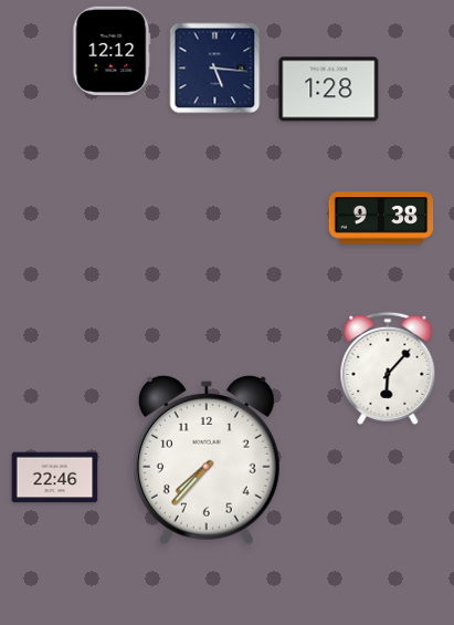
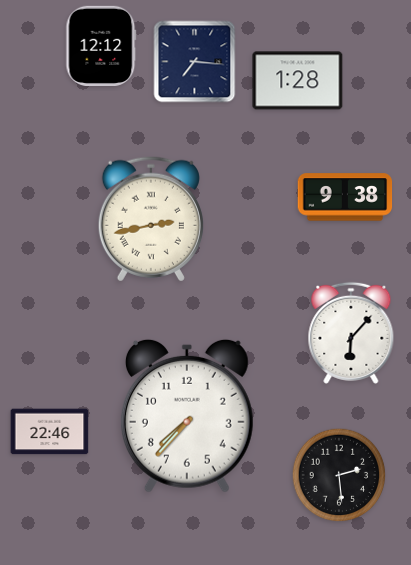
clock at (215, 69): 5:16 -> 7:16
clock at (151, 219): none -> 2:43
clock at (339, 475): none -> 2:29
